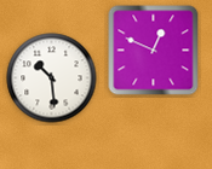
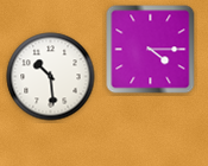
clock at (154, 51): 12:49 -> 4:15
